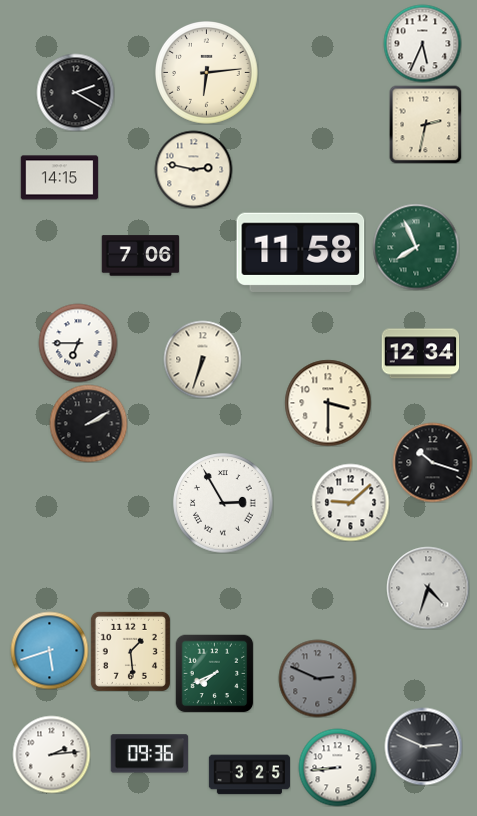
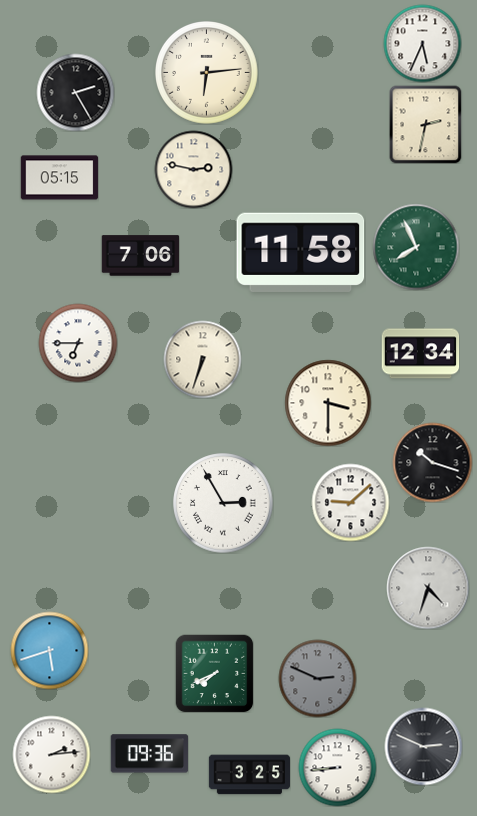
clock at (75, 92): 2:20 -> 2:25
clock at (59, 178): 14:15 -> 05:15
clock at (88, 423): 2:10 -> none
clock at (130, 651): 1:29 -> none
